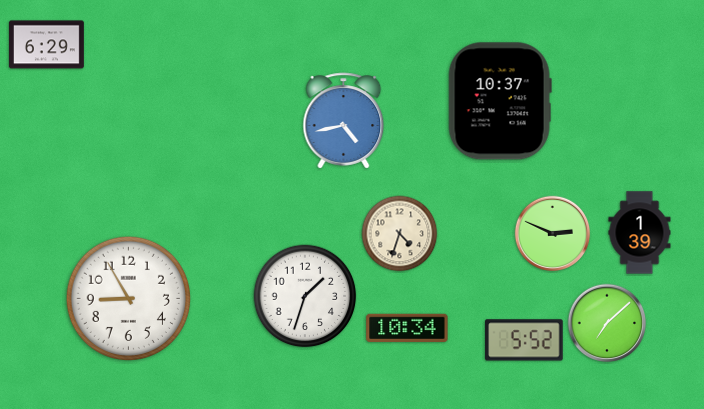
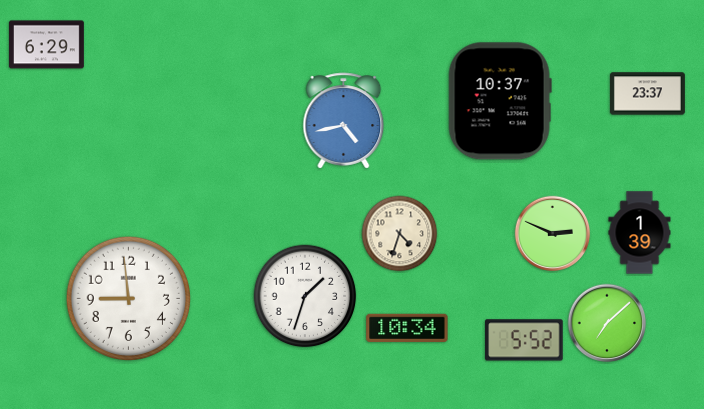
clock at (647, 94): none -> 23:37
clock at (128, 298): 8:55 -> 8:59
